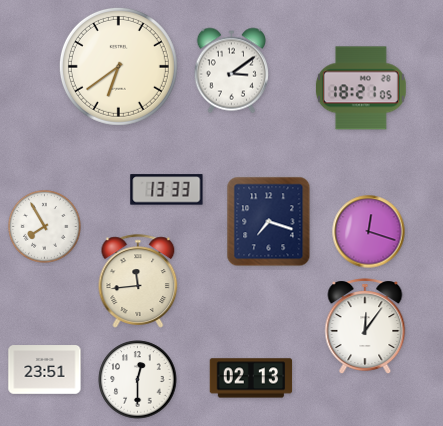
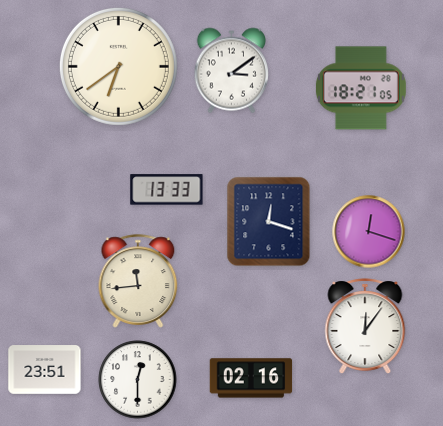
clock at (269, 222): 7:18 -> 12:18
clock at (45, 227): 7:55 -> none
clock at (251, 378): 02:13 -> 02:16
